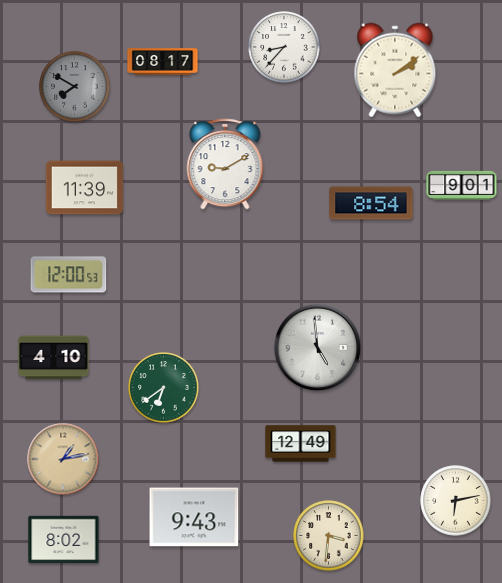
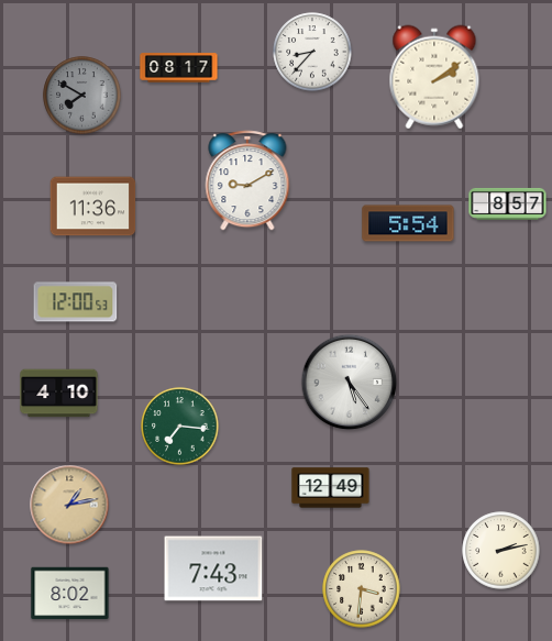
clock at (462, 185): 9:01 -> 8:57
clock at (85, 188): 11:39 -> 11:36
clock at (371, 203): 8:54 -> 5:54
clock at (318, 348): 4:59 -> 5:24
clock at (164, 388): 6:39 -> 7:16
clock at (456, 501): 6:13 -> 2:13
clock at (194, 517): 9:43 -> 7:43
